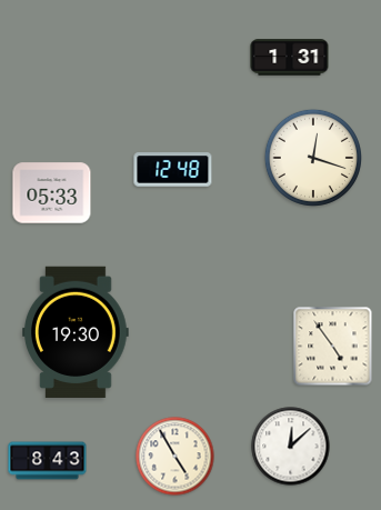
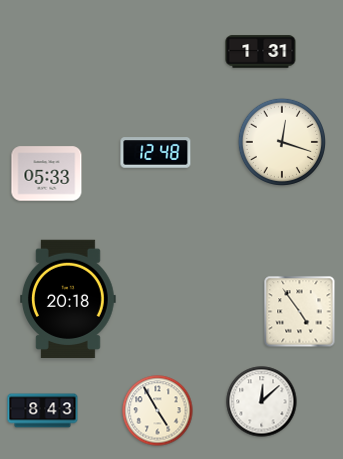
clock at (77, 331): 19:30 -> 20:18
clock at (48, 461) position: (48, 461) -> (43, 411)
